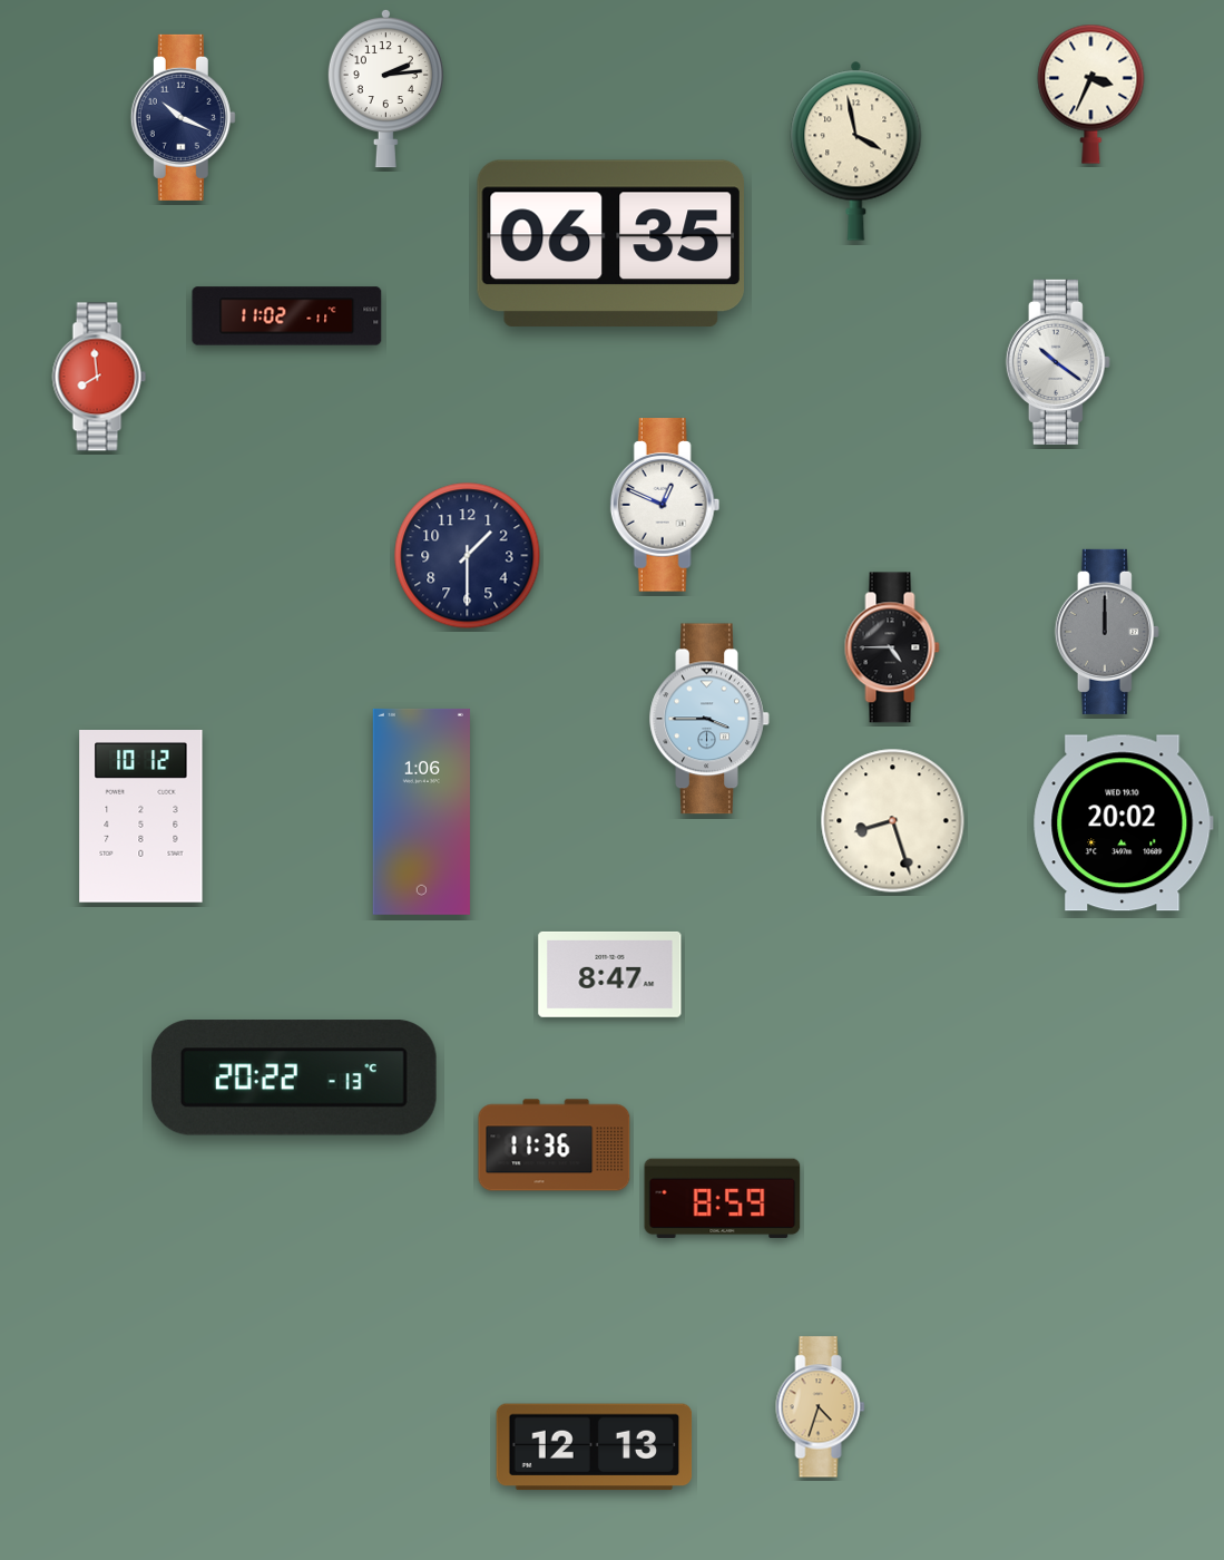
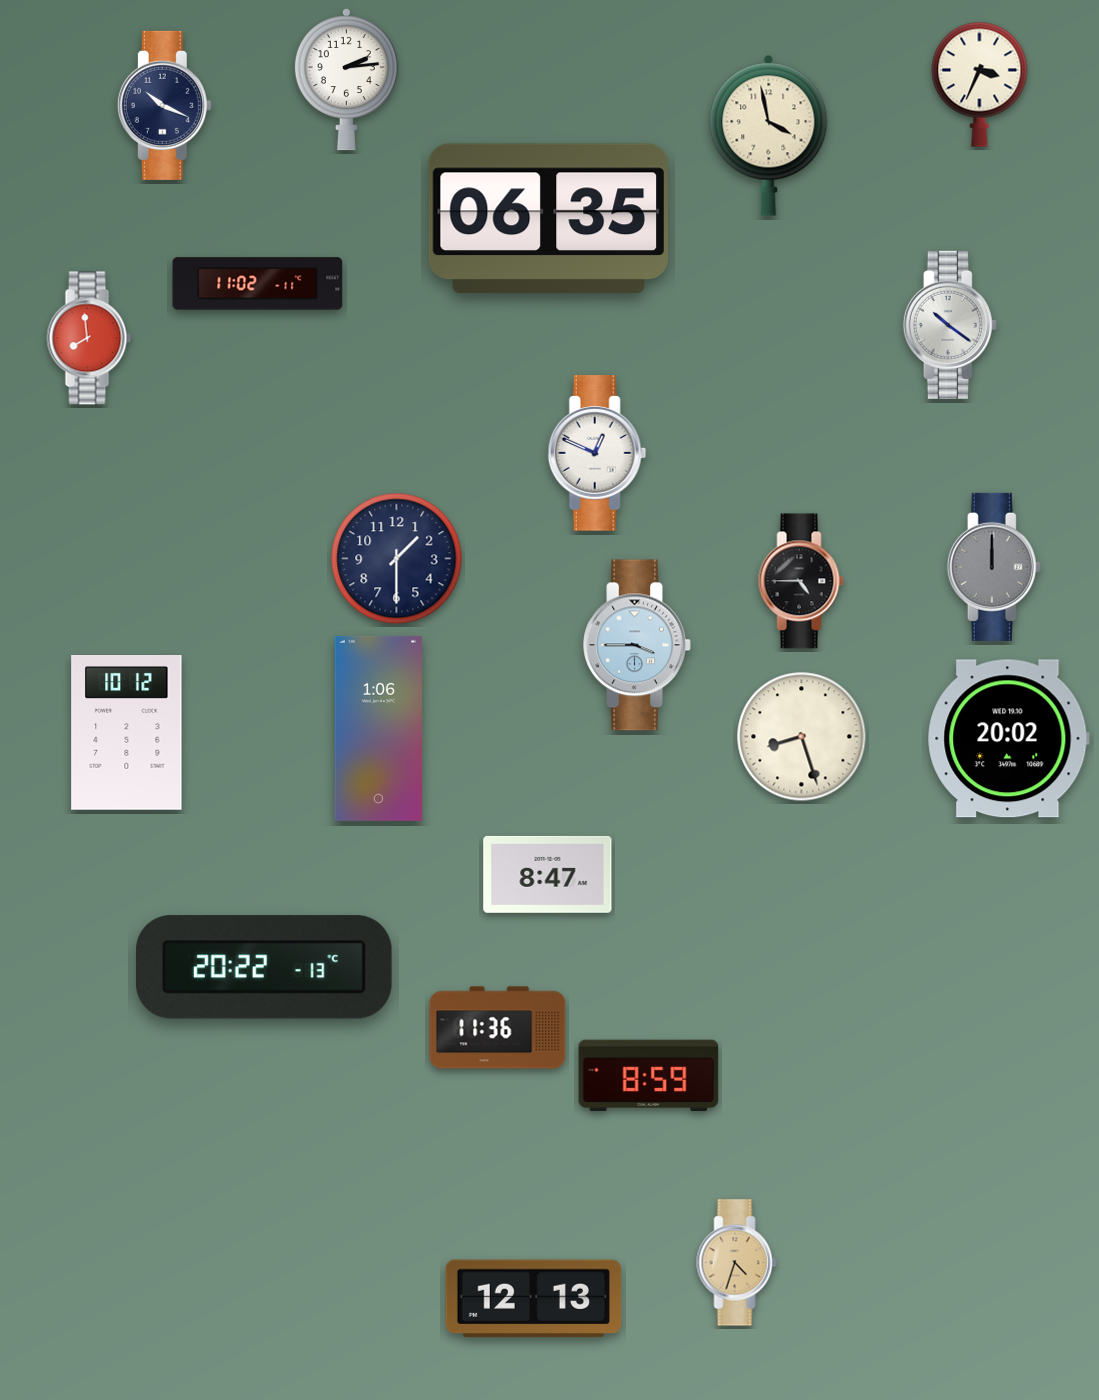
clock at (468, 556) position: (468, 556) -> (397, 559)
